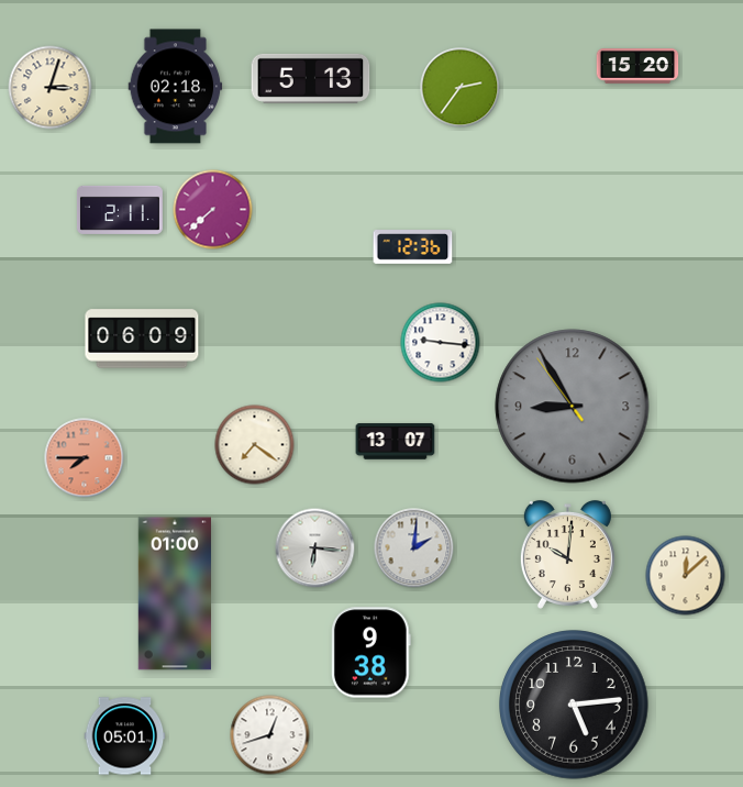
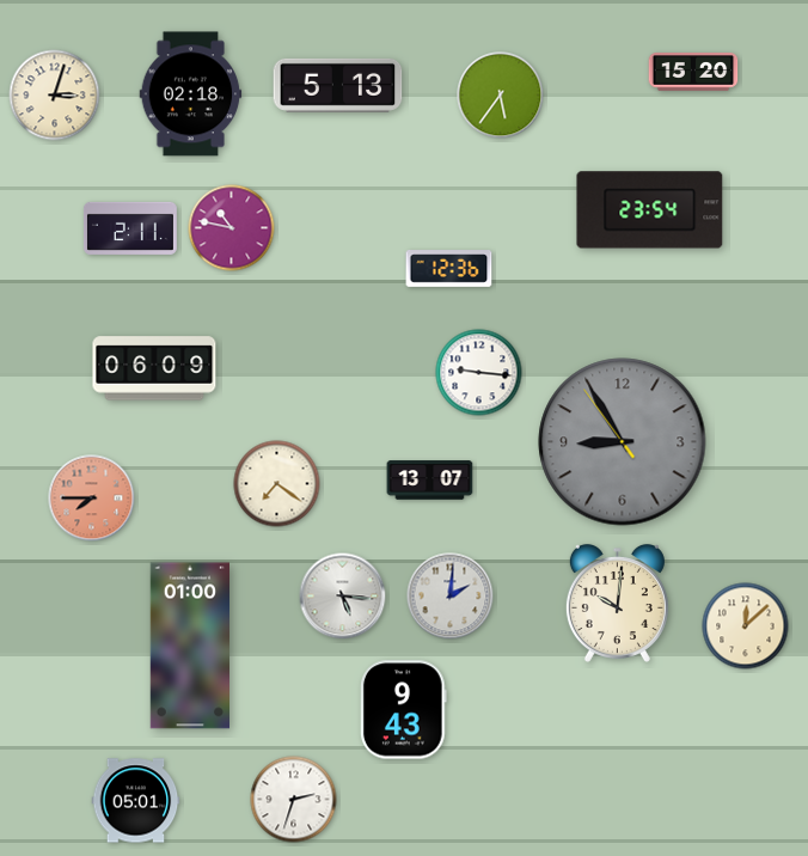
clock at (461, 88): 2:36 -> 5:36
clock at (650, 210): none -> 23:54
clock at (213, 210): 7:38 -> 10:47
clock at (315, 548): 6:16 -> 5:16
clock at (371, 653): 9:38 -> 9:43
clock at (574, 705): 5:14 -> none
clock at (270, 735): 12:42 -> 2:33
